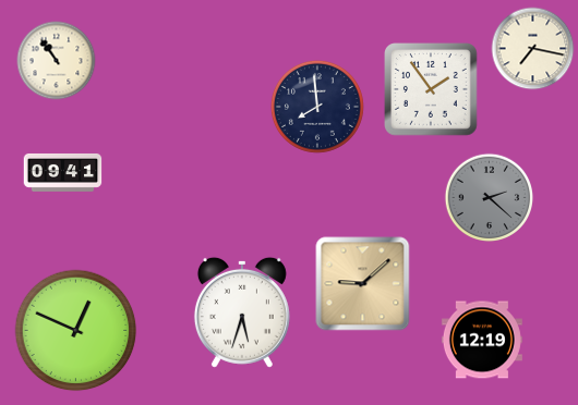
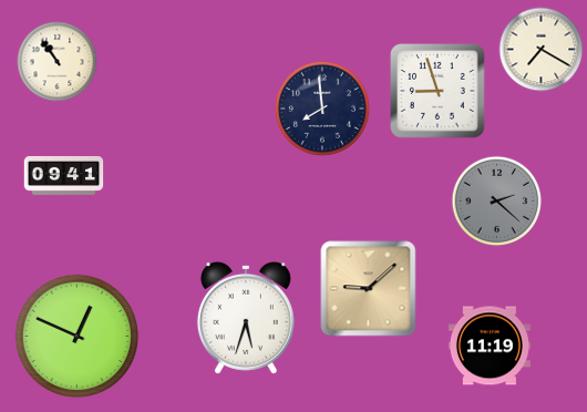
clock at (533, 49): 7:17 -> 7:20
clock at (432, 90): 1:54 -> 8:57
clock at (482, 340): 12:19 -> 11:19
